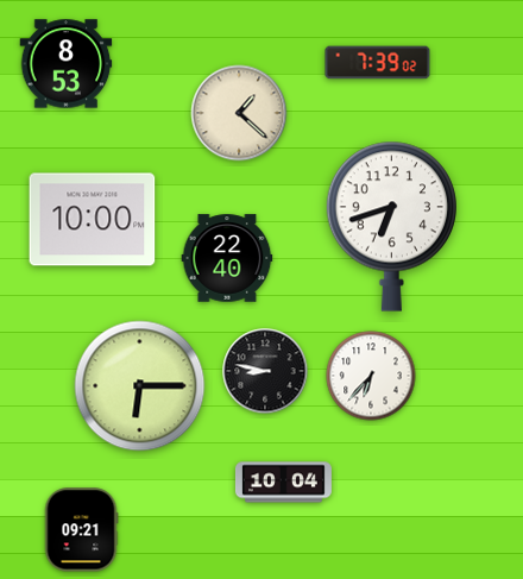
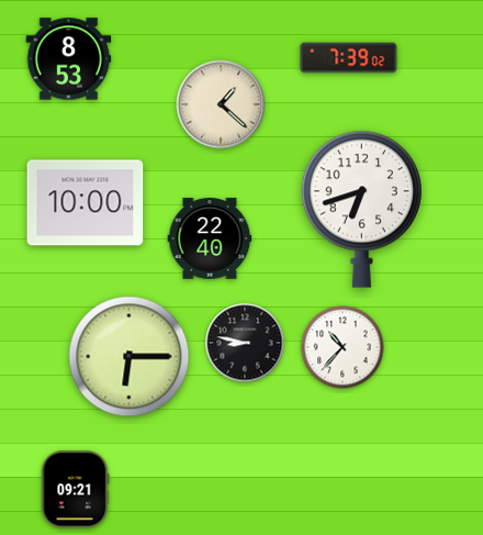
clock at (67, 64) position: (67, 64) -> (69, 59)
clock at (371, 376): 6:37 -> 10:37
clock at (283, 483): 10:04 -> none
